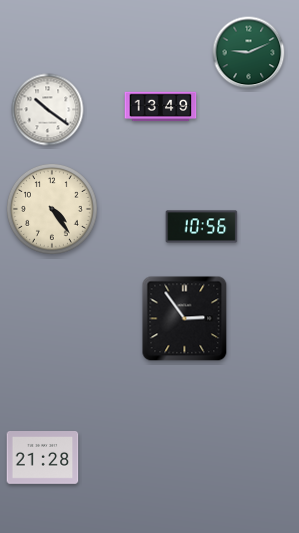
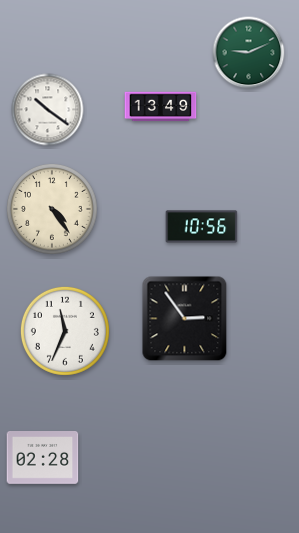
clock at (65, 331): none -> 11:34
clock at (43, 458): 21:28 -> 02:28
